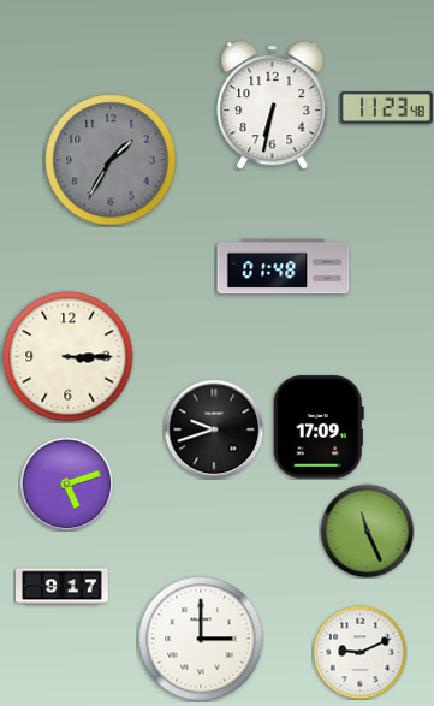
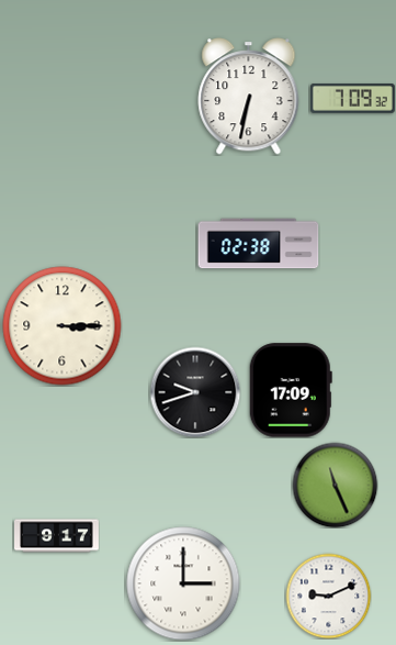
clock at (386, 107): 11:23 -> 7:09
clock at (111, 160): 1:35 -> none
clock at (284, 267): 01:48 -> 02:38
clock at (66, 483): 5:12 -> none
